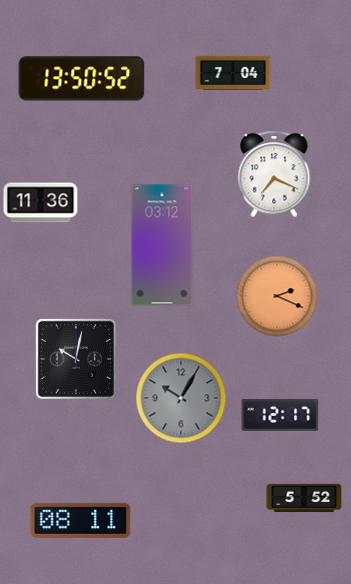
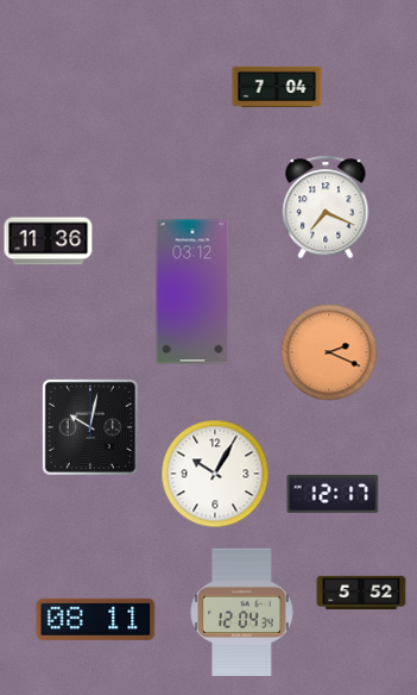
clock at (82, 79): 13:50 -> none
clock at (181, 398) dial: grey -> white
clock at (242, 612): none -> 12:04
